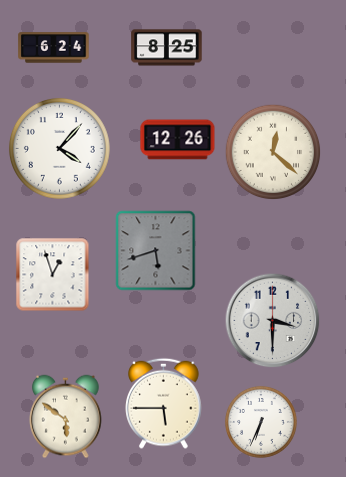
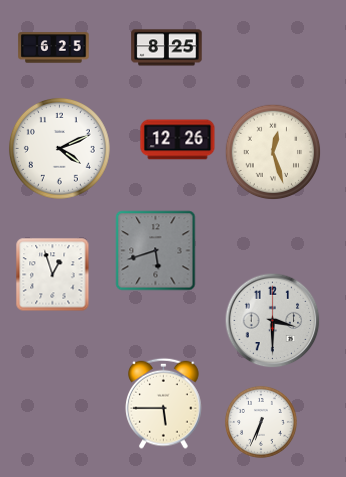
clock at (54, 48): 6:24 -> 6:25
clock at (59, 148): 4:07 -> 4:11
clock at (273, 152): 12:22 -> 12:27
clock at (66, 417): 5:51 -> none
